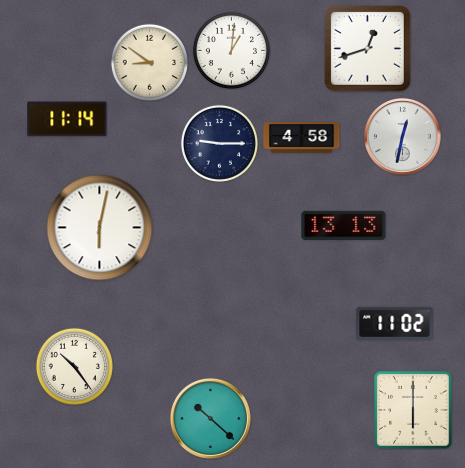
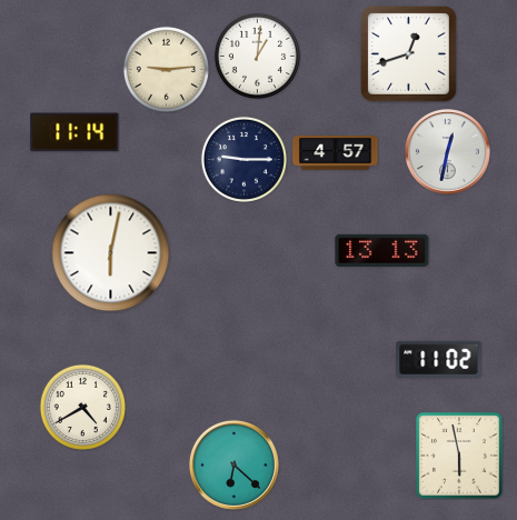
clock at (149, 62): 8:51 -> 9:14
clock at (302, 138): 4:58 -> 4:57
clock at (74, 366): 10:24 -> 4:40
clock at (413, 410): 6:00 -> 5:58
clock at (210, 418): 10:22 -> 6:22
